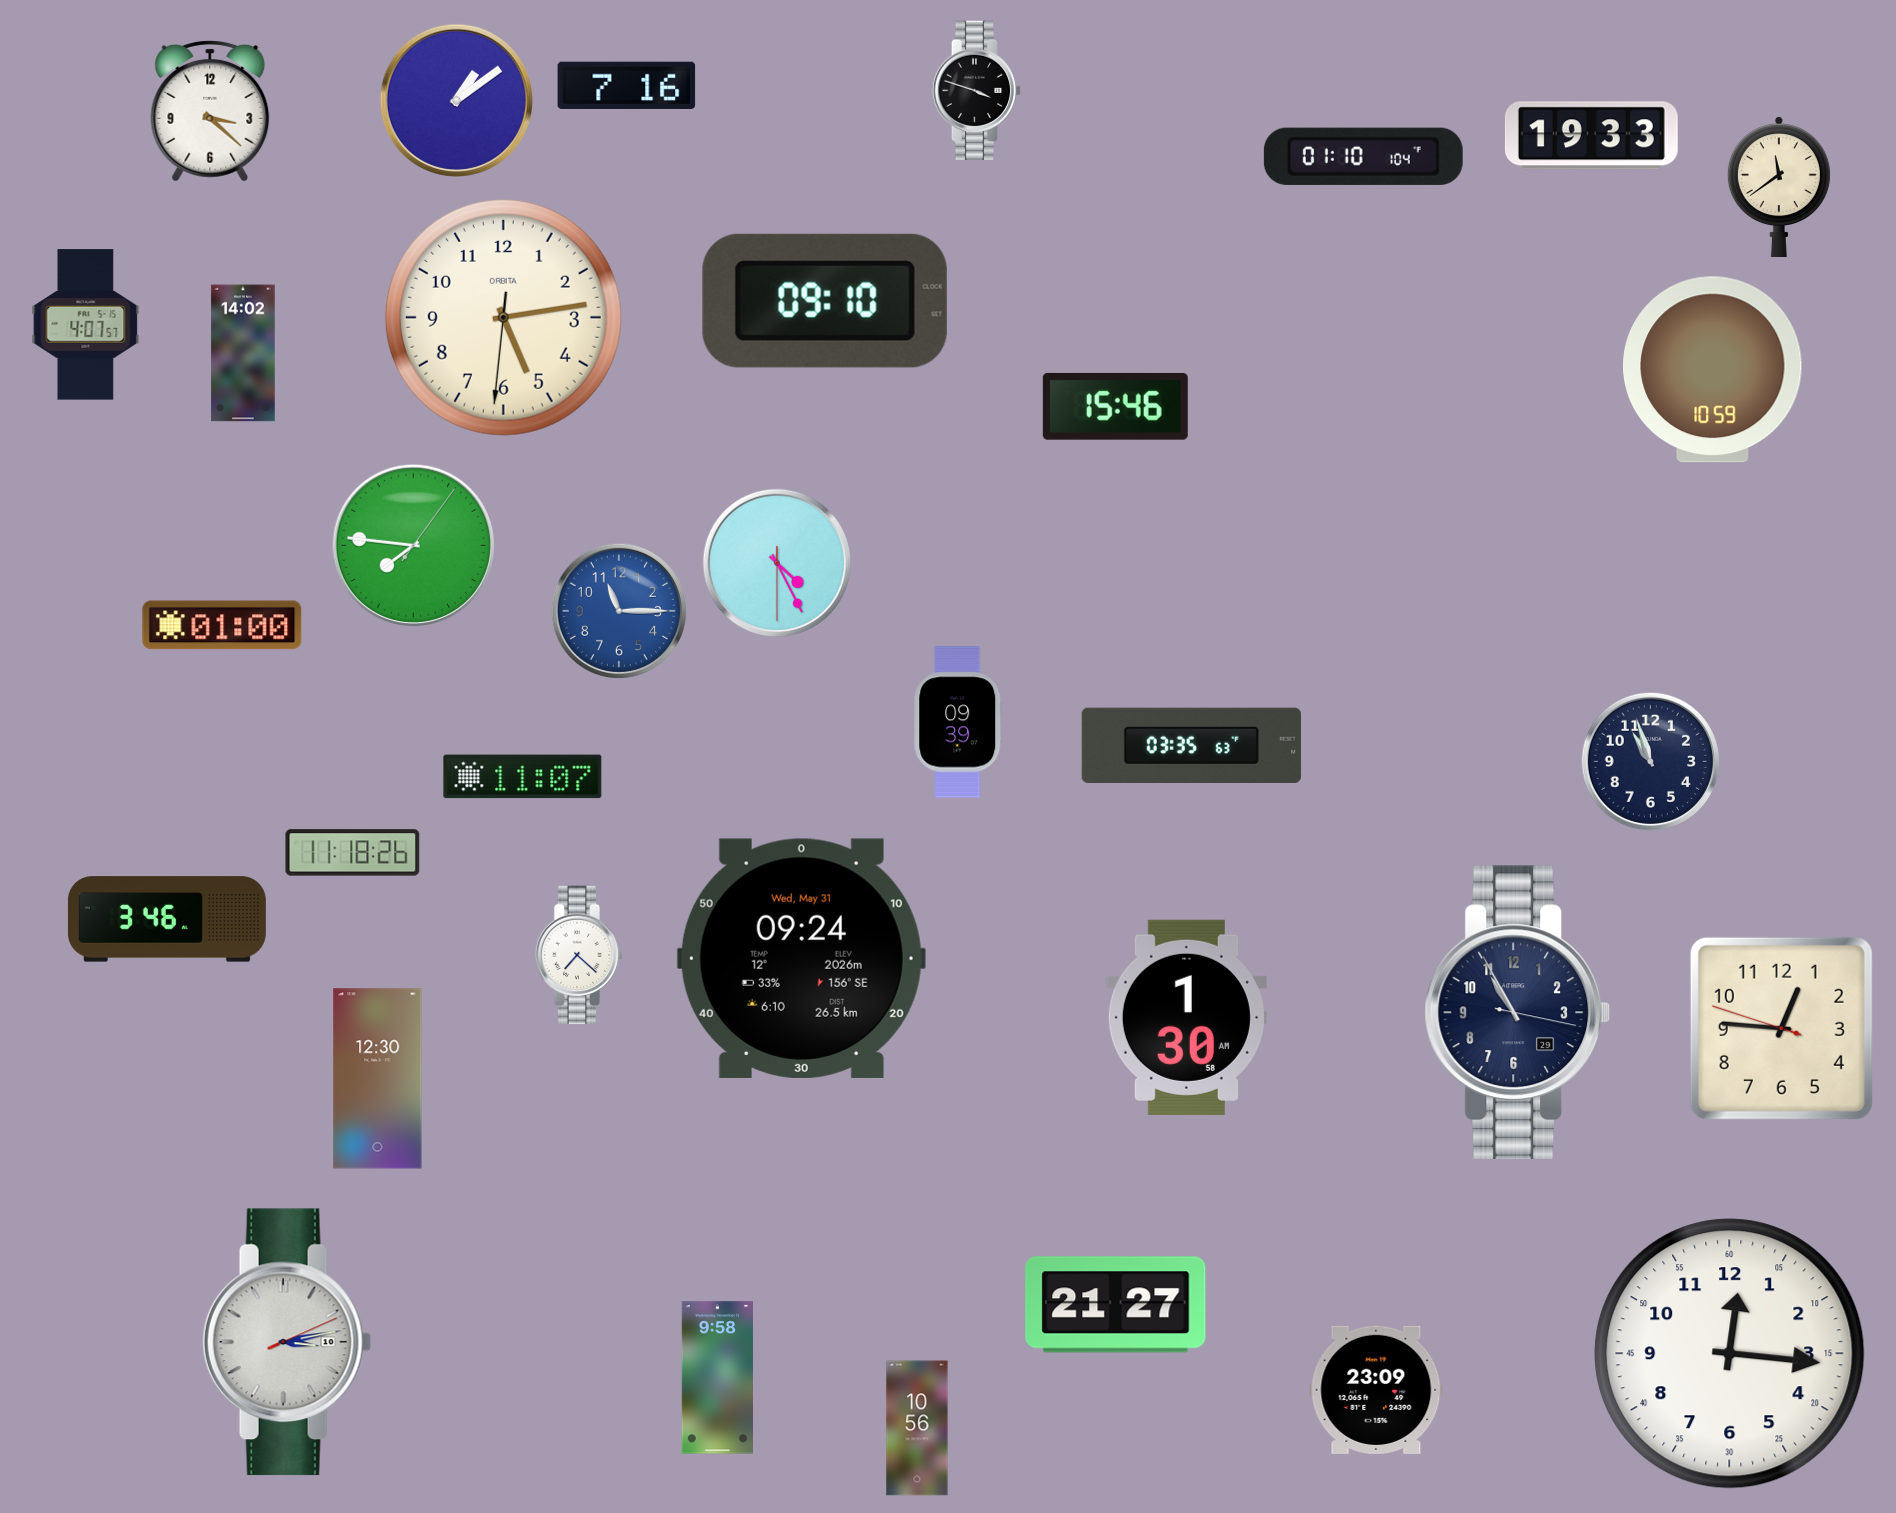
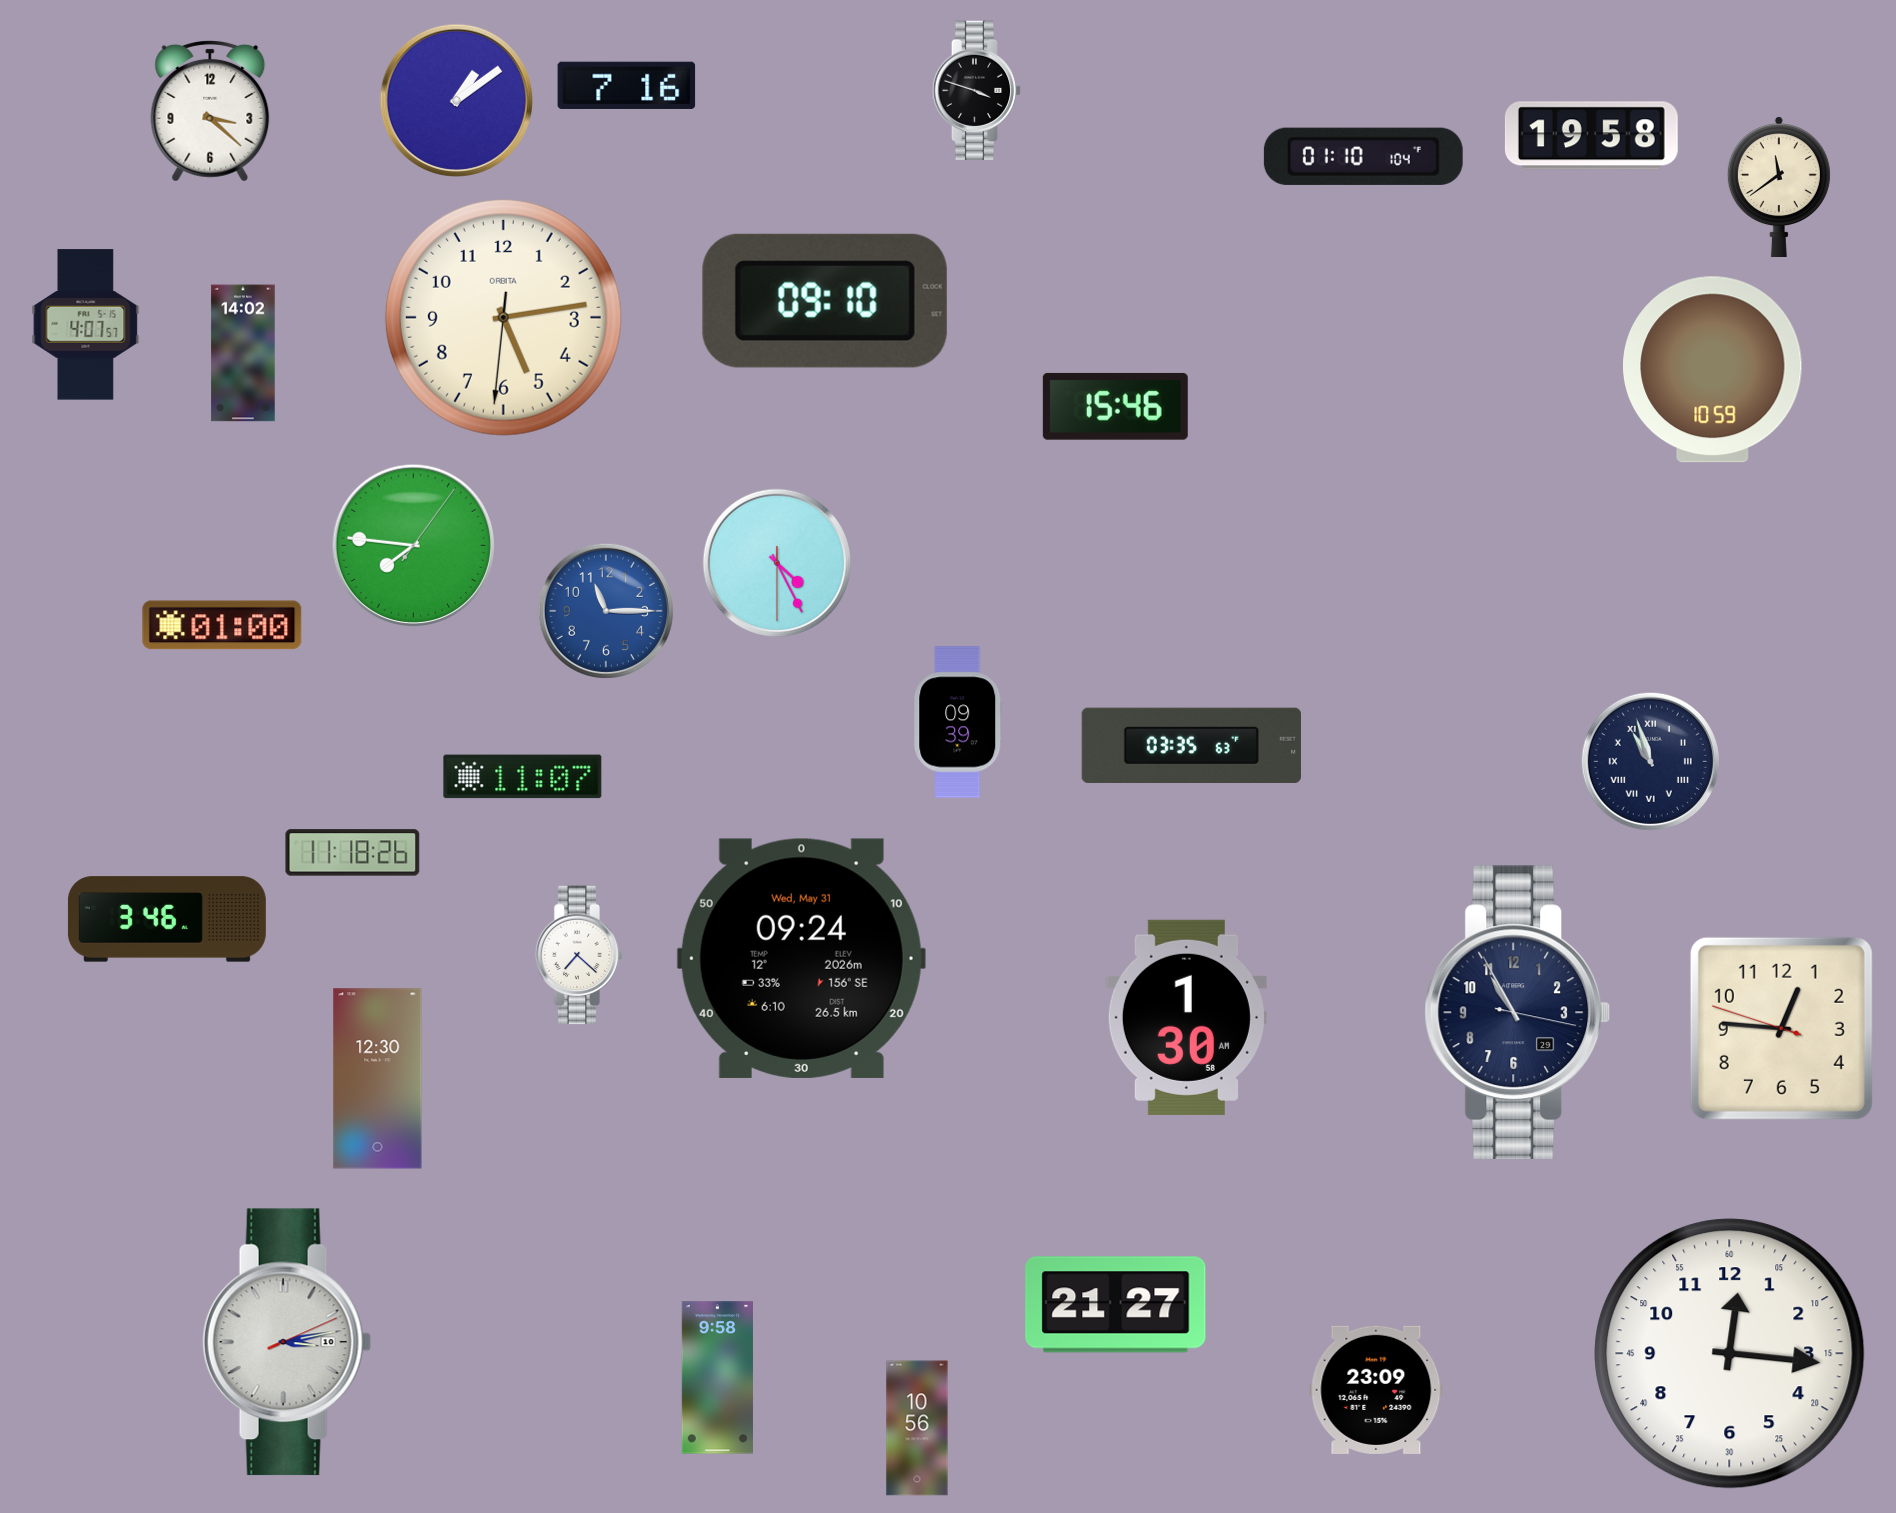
clock at (1591, 136): 19:33 -> 19:58
clock at (619, 611) position: (619, 611) -> (606, 611)
clock at (1650, 761) numerals: Arabic -> Roman
